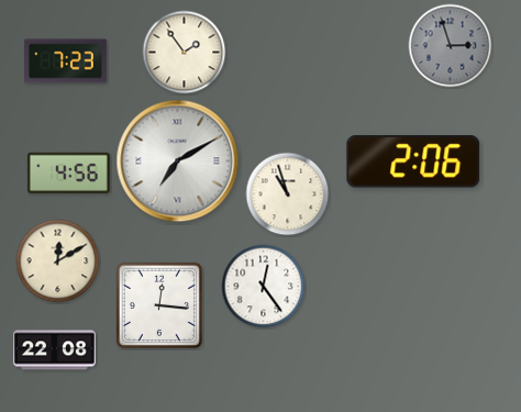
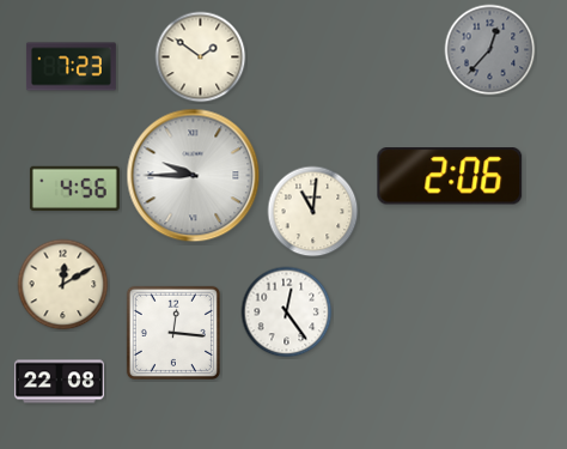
clock at (451, 46): 2:57 -> 12:37
clock at (185, 53): 1:54 -> 1:51
clock at (178, 162): 7:10 -> 9:45
clock at (288, 194): 10:57 -> 11:01
